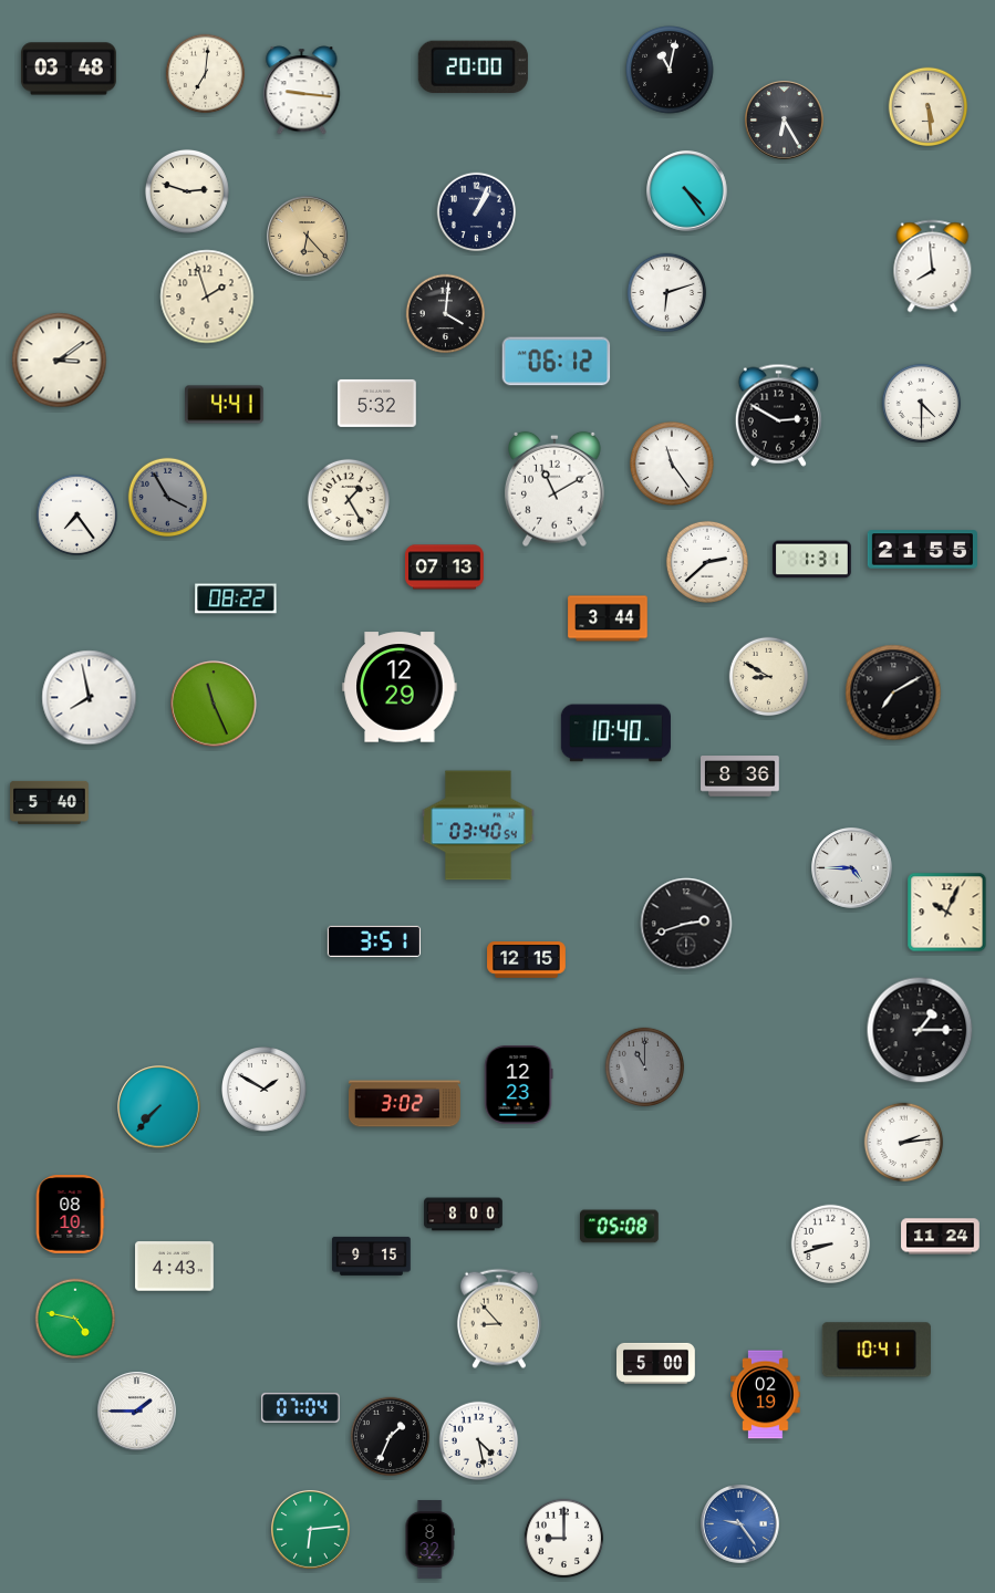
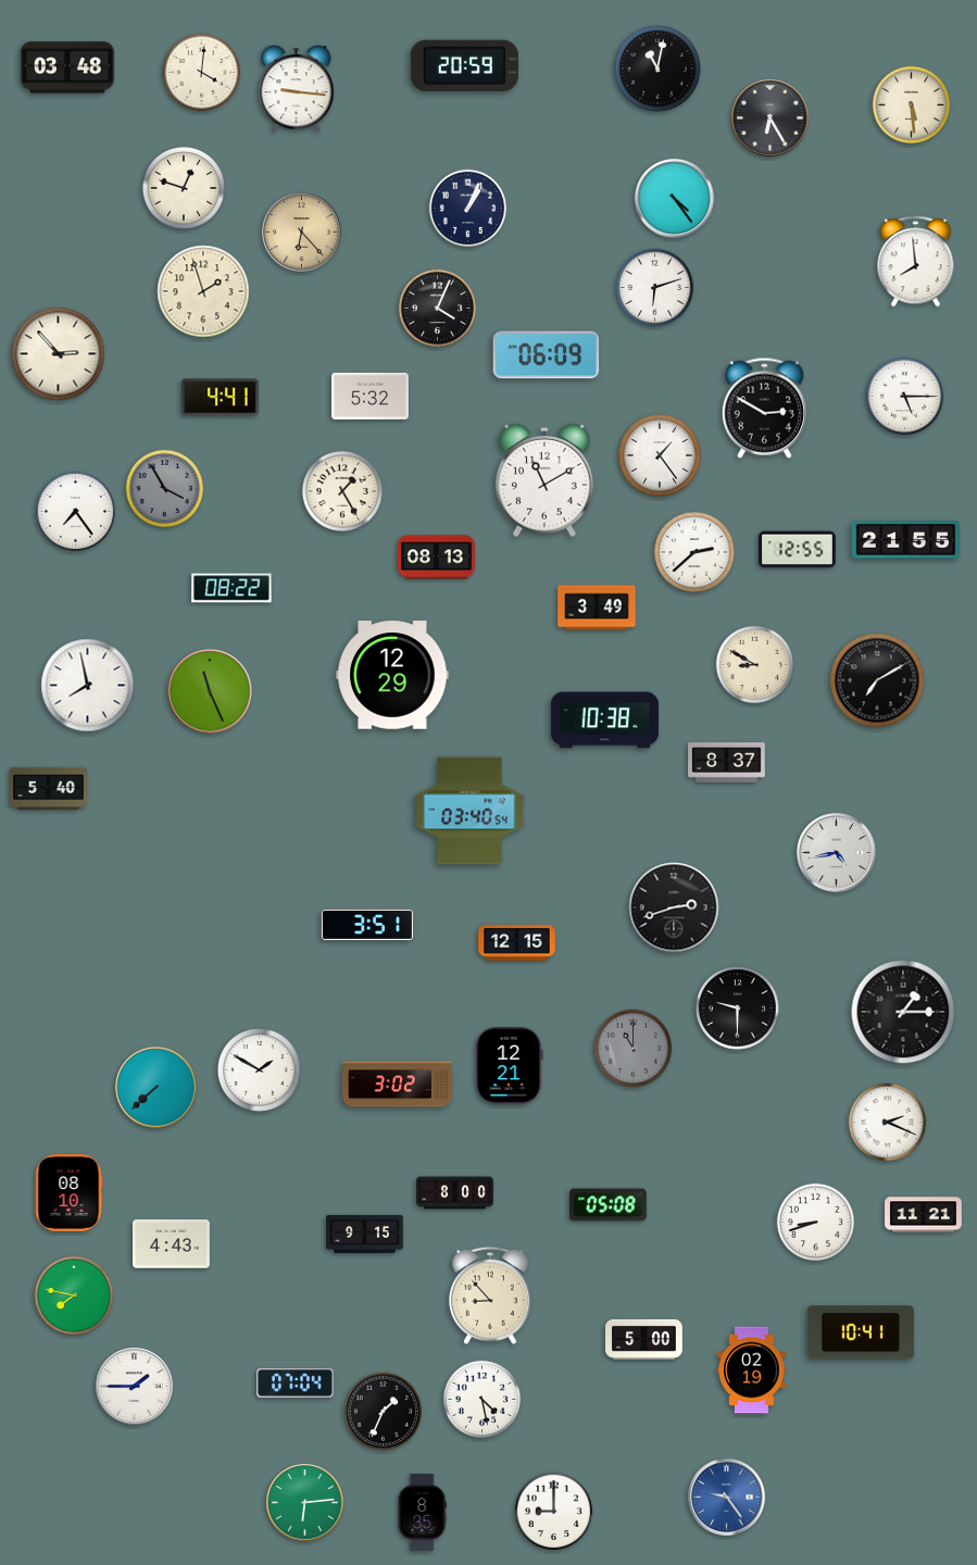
clock at (473, 66): 20:00 -> 20:59
clock at (206, 74): 7:01 -> 4:01
clock at (187, 191): 2:48 -> 12:48
clock at (687, 191) position: (687, 191) -> (675, 199)
clock at (446, 314): 4:01 -> 4:04
clock at (60, 361): 3:09 -> 2:53
clock at (557, 362): 06:12 -> 06:09
clock at (922, 404): 4:30 -> 5:15
clock at (672, 464): 11:24 -> 1:24
clock at (76, 514) position: (76, 514) -> (75, 511)
clock at (812, 560): 1:31 -> 12:55
clock at (445, 568): 07:13 -> 08:13
clock at (608, 618): 3:44 -> 3:49
clock at (615, 733): 10:40 -> 10:38
clock at (740, 777): 8:36 -> 8:37
clock at (852, 868): 4:45 -> 4:43
clock at (947, 913): 10:04 -> none
clock at (738, 1009): none -> 9:30
clock at (518, 1085): 12:23 -> 12:21
clock at (159, 1107): 7:37 -> 7:38
clock at (904, 1143): 2:14 -> 2:19
clock at (941, 1237): 11:24 -> 11:21
clock at (74, 1318): 4:47 -> 7:47
clock at (877, 1350) position: (877, 1350) -> (861, 1332)
clock at (479, 1441) position: (479, 1441) -> (483, 1400)
clock at (429, 1540): 8:32 -> 8:35
